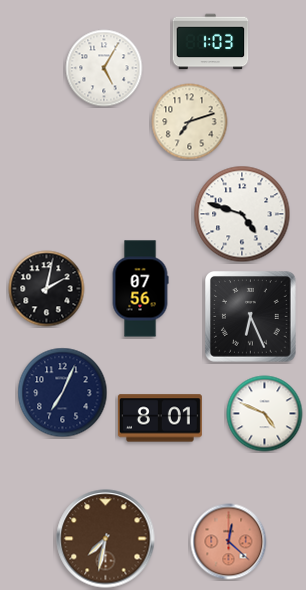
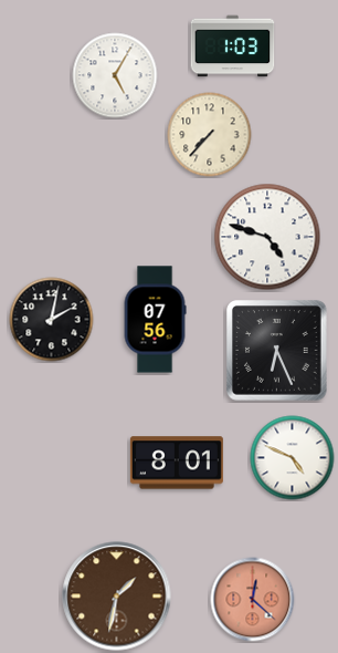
clock at (190, 122): 7:12 -> 7:37
clock at (63, 393): 7:04 -> none
clock at (106, 539): 7:32 -> 1:32
